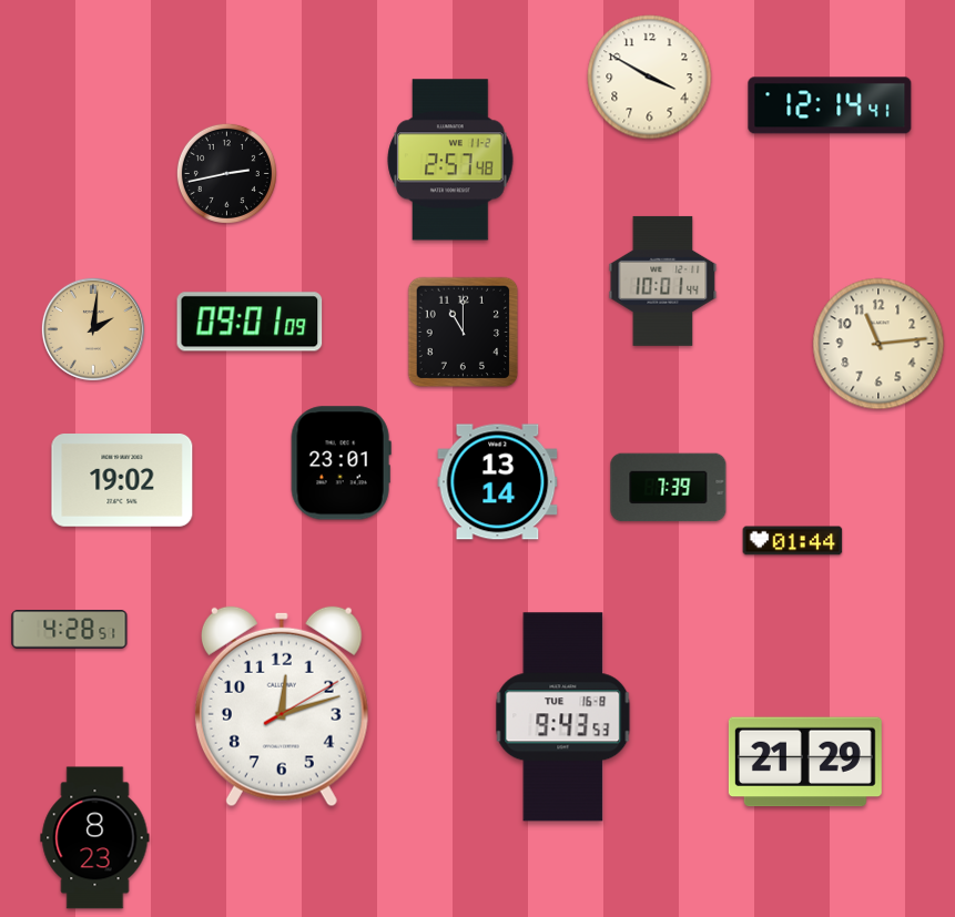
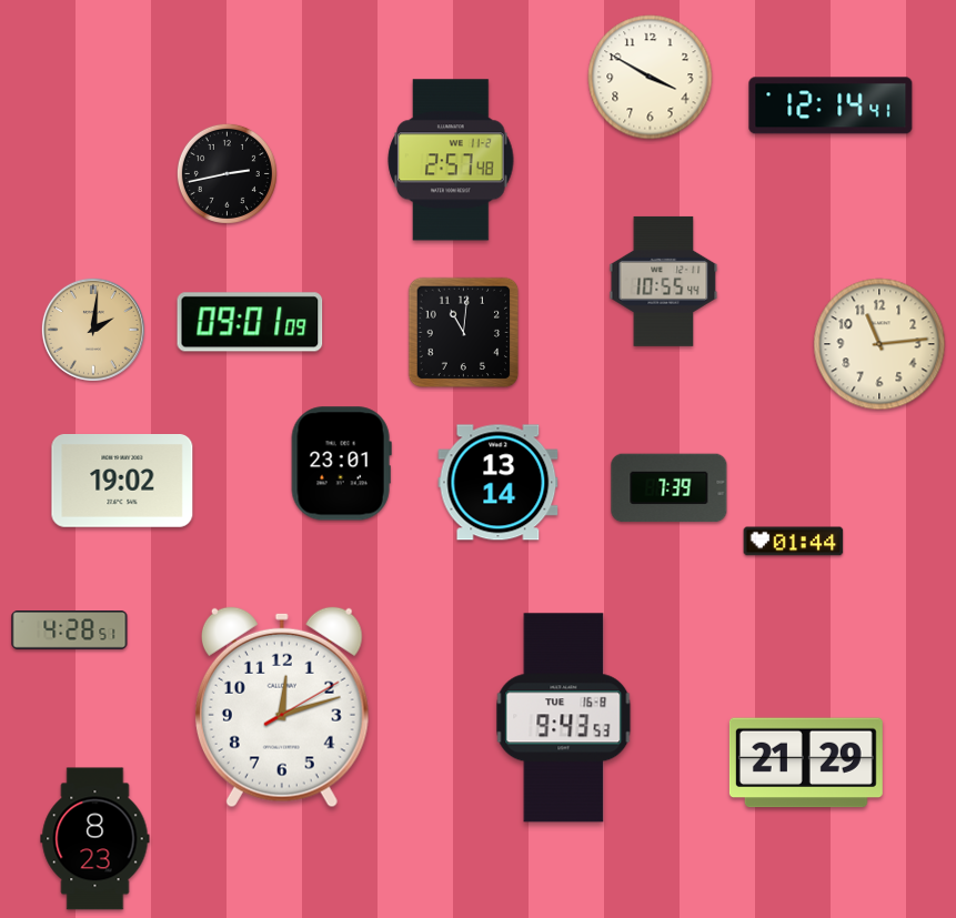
clock at (663, 281): 10:01 -> 10:55
clock at (464, 333): 11:00 -> 11:01
